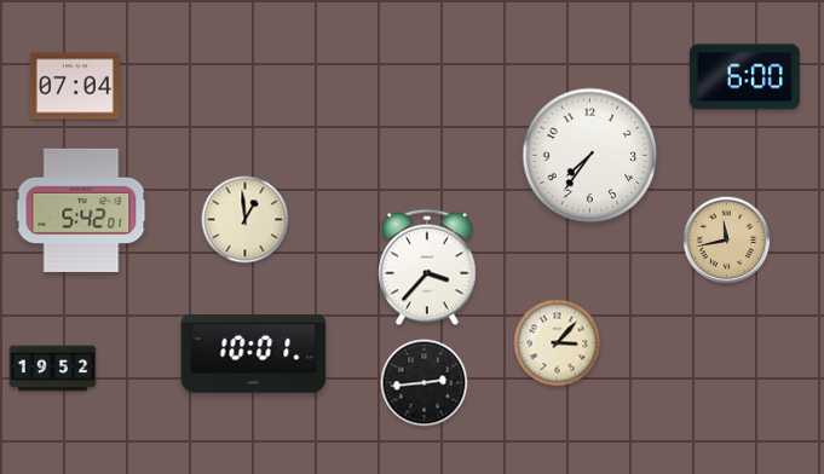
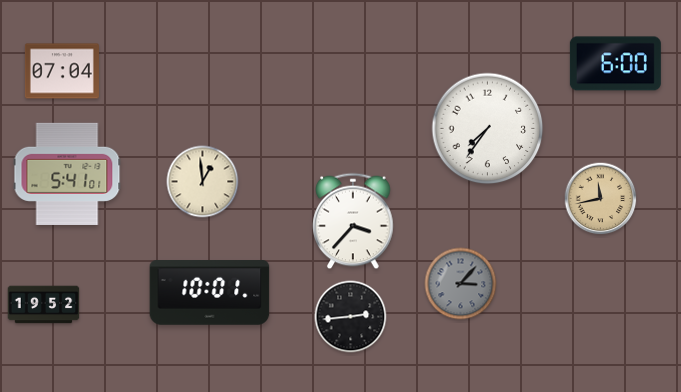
clock at (81, 210): 5:42 -> 5:41
clock at (558, 343) dial: cream -> grey
